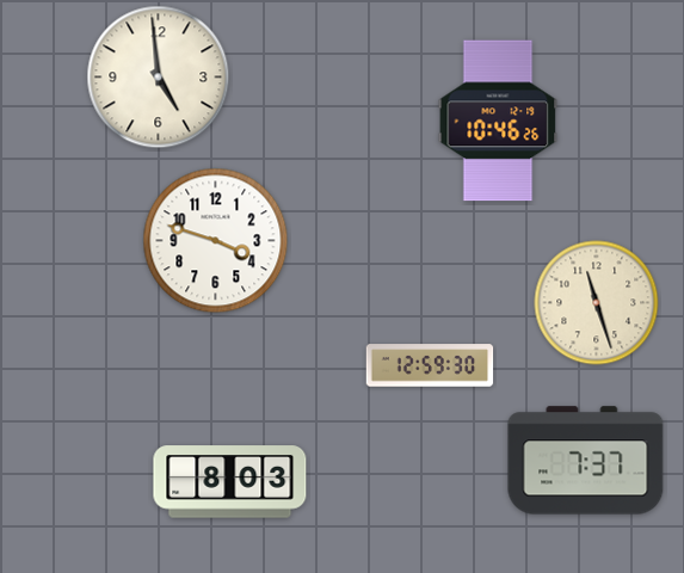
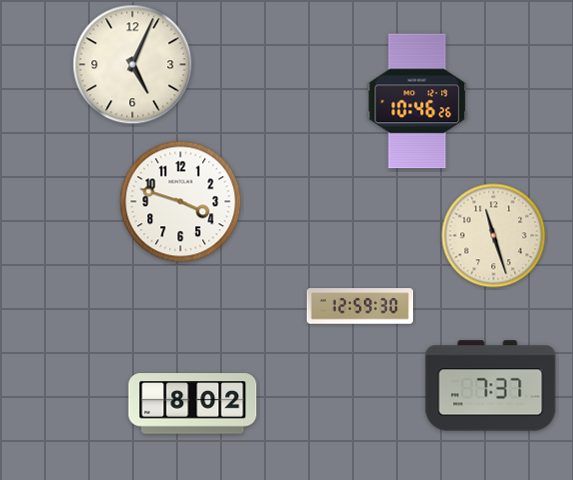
clock at (159, 78): 4:59 -> 5:04
clock at (597, 303) position: (597, 303) -> (494, 236)
clock at (230, 482): 8:03 -> 8:02
